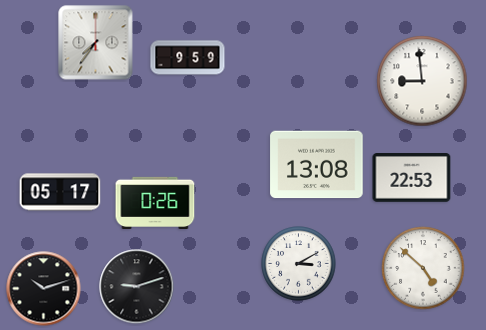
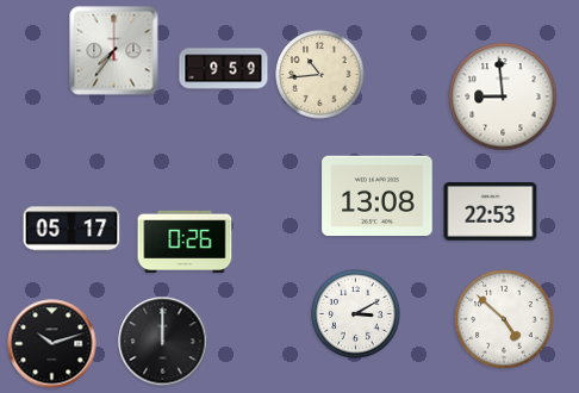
clock at (320, 75): none -> 10:44
clock at (137, 287): 9:12 -> 12:00
